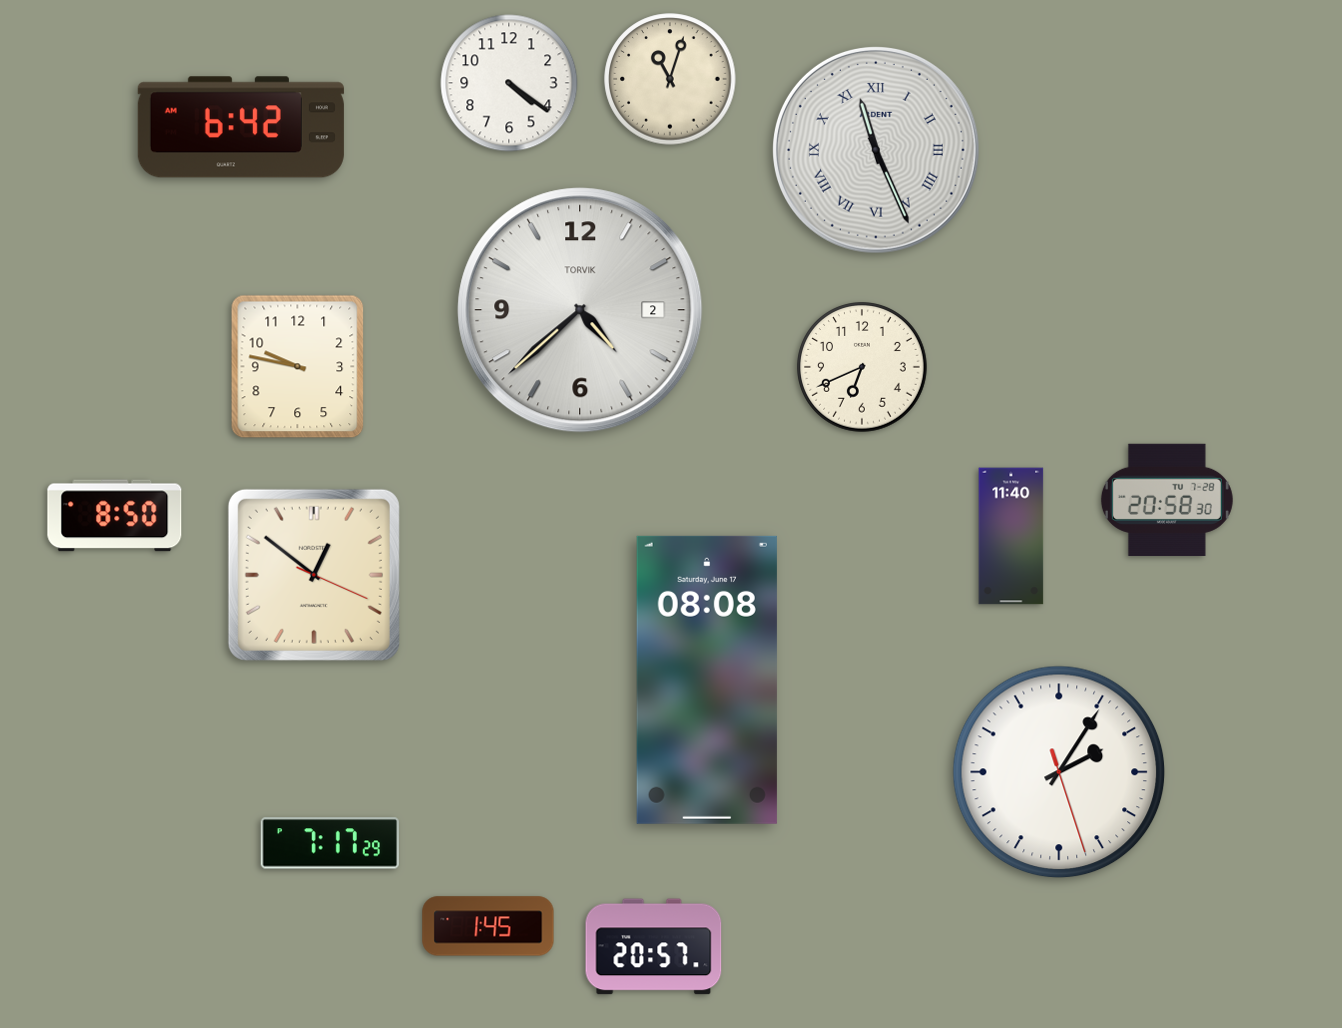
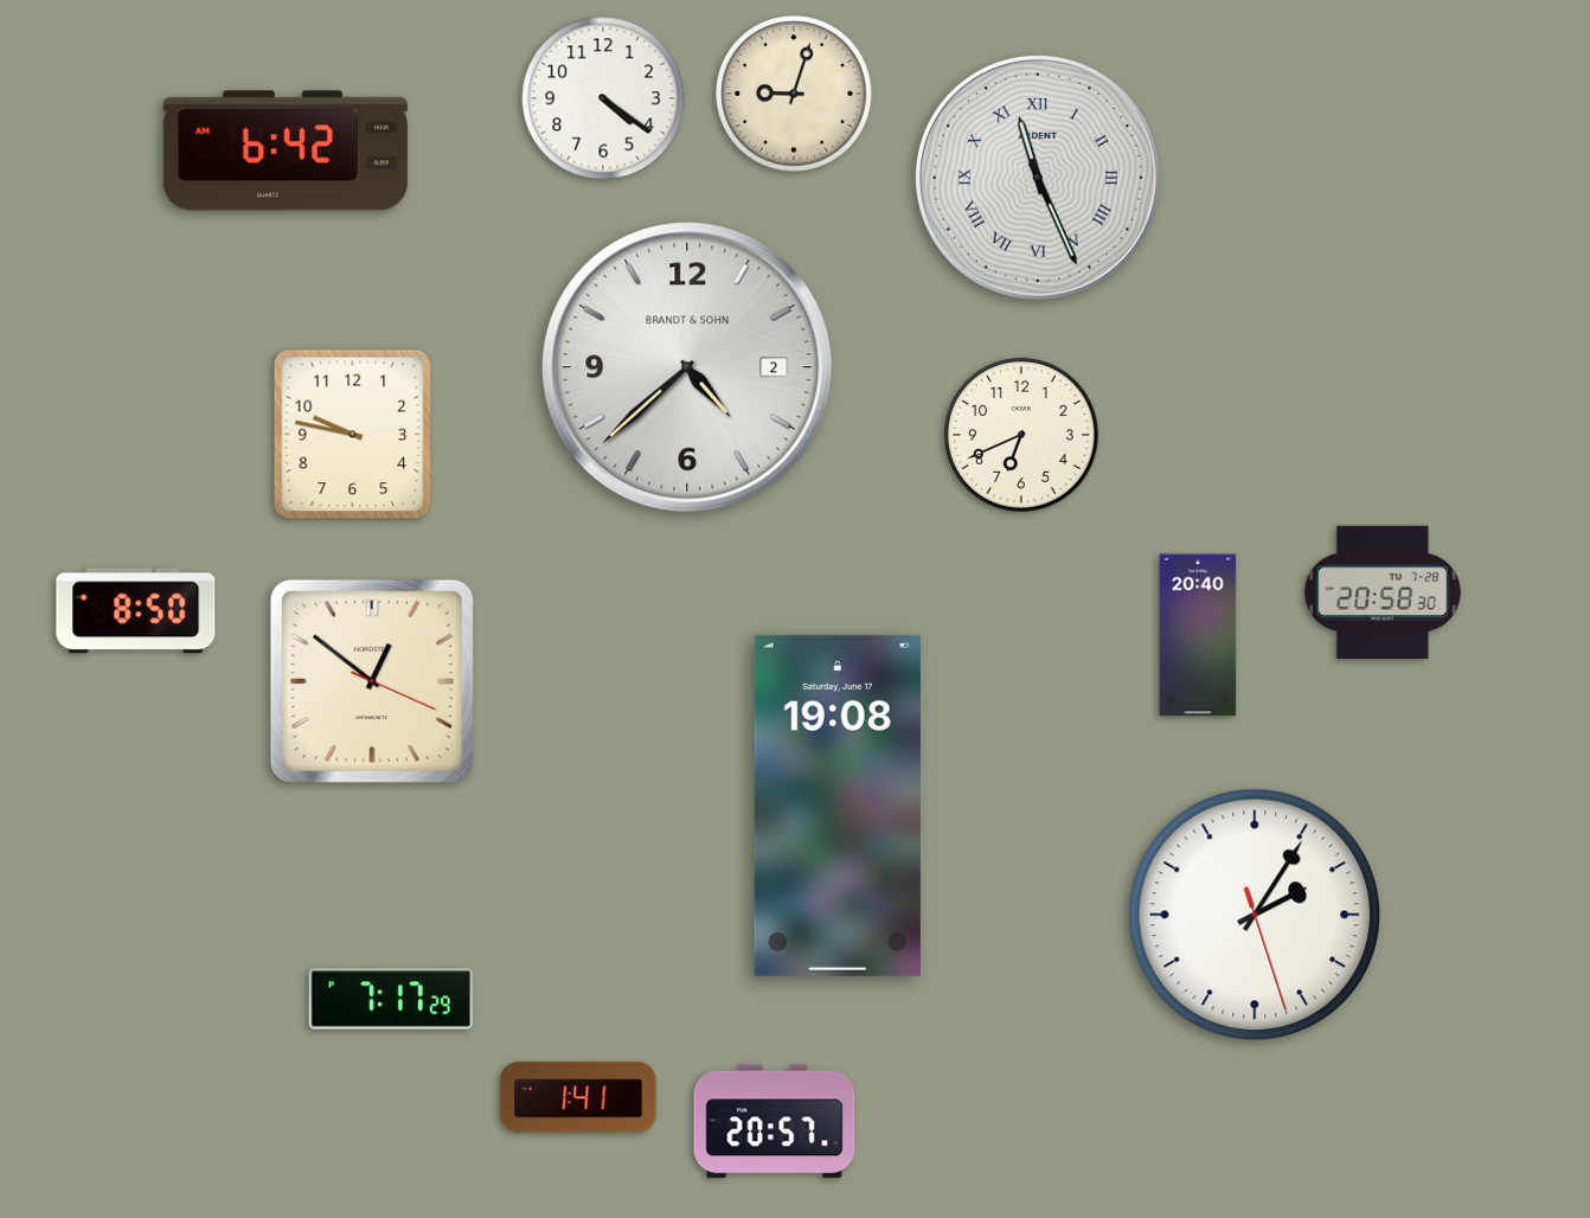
clock at (670, 79): 11:03 -> 9:03
clock at (580, 310) brand: TORVIK -> BRANDT & SOHN
clock at (1011, 536): 11:40 -> 20:40
clock at (707, 680): 08:08 -> 19:08
clock at (488, 926): 1:45 -> 1:41
